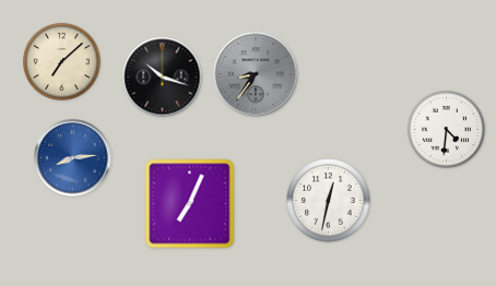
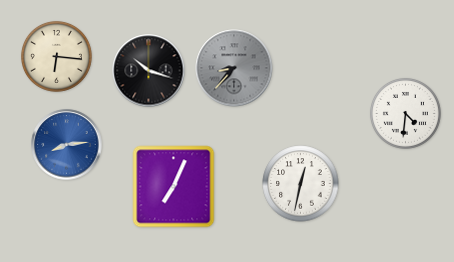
clock at (61, 61): 7:08 -> 6:16
clock at (256, 74): 8:36 -> 8:37
clock at (446, 129) position: (446, 129) -> (405, 113)
